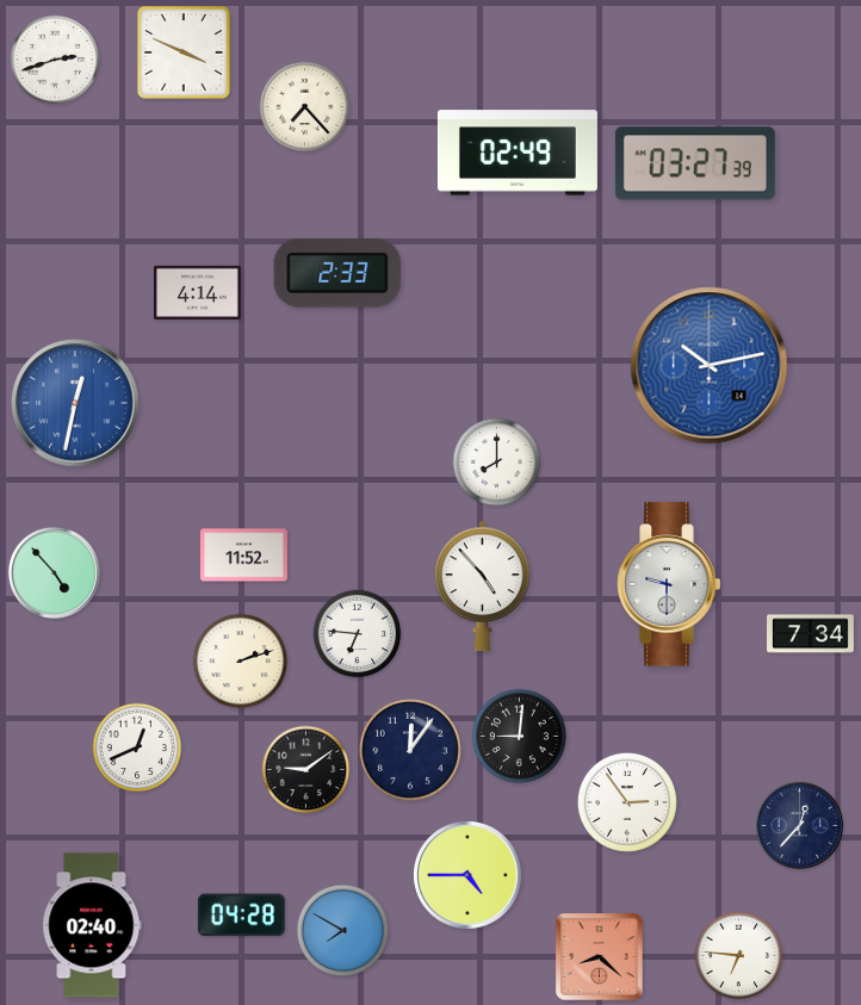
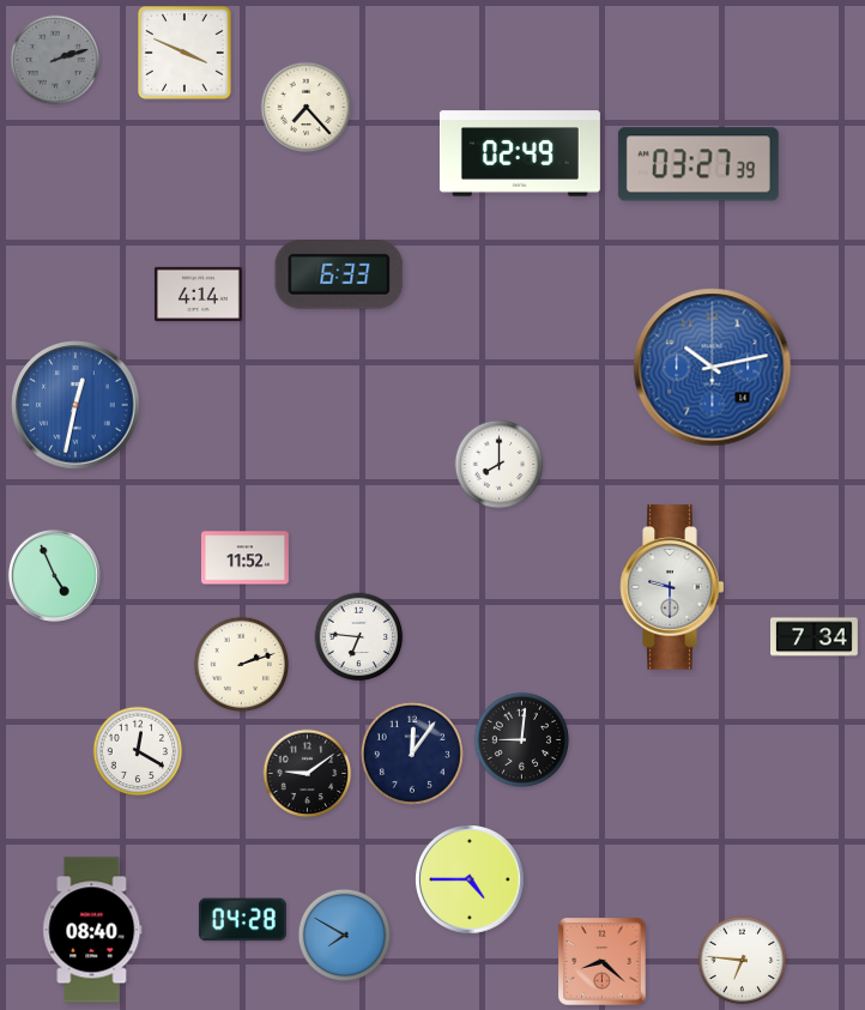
clock at (55, 60): 2:42 -> 2:12
clock at (55, 60) dial: white -> grey
clock at (337, 274): 2:33 -> 6:33
clock at (54, 572): 4:53 -> 4:56
clock at (483, 587): 4:53 -> none
clock at (137, 747): 12:41 -> 12:20
clock at (627, 802): 2:54 -> none
clock at (799, 825): 12:37 -> none
clock at (92, 925): 02:40 -> 08:40
